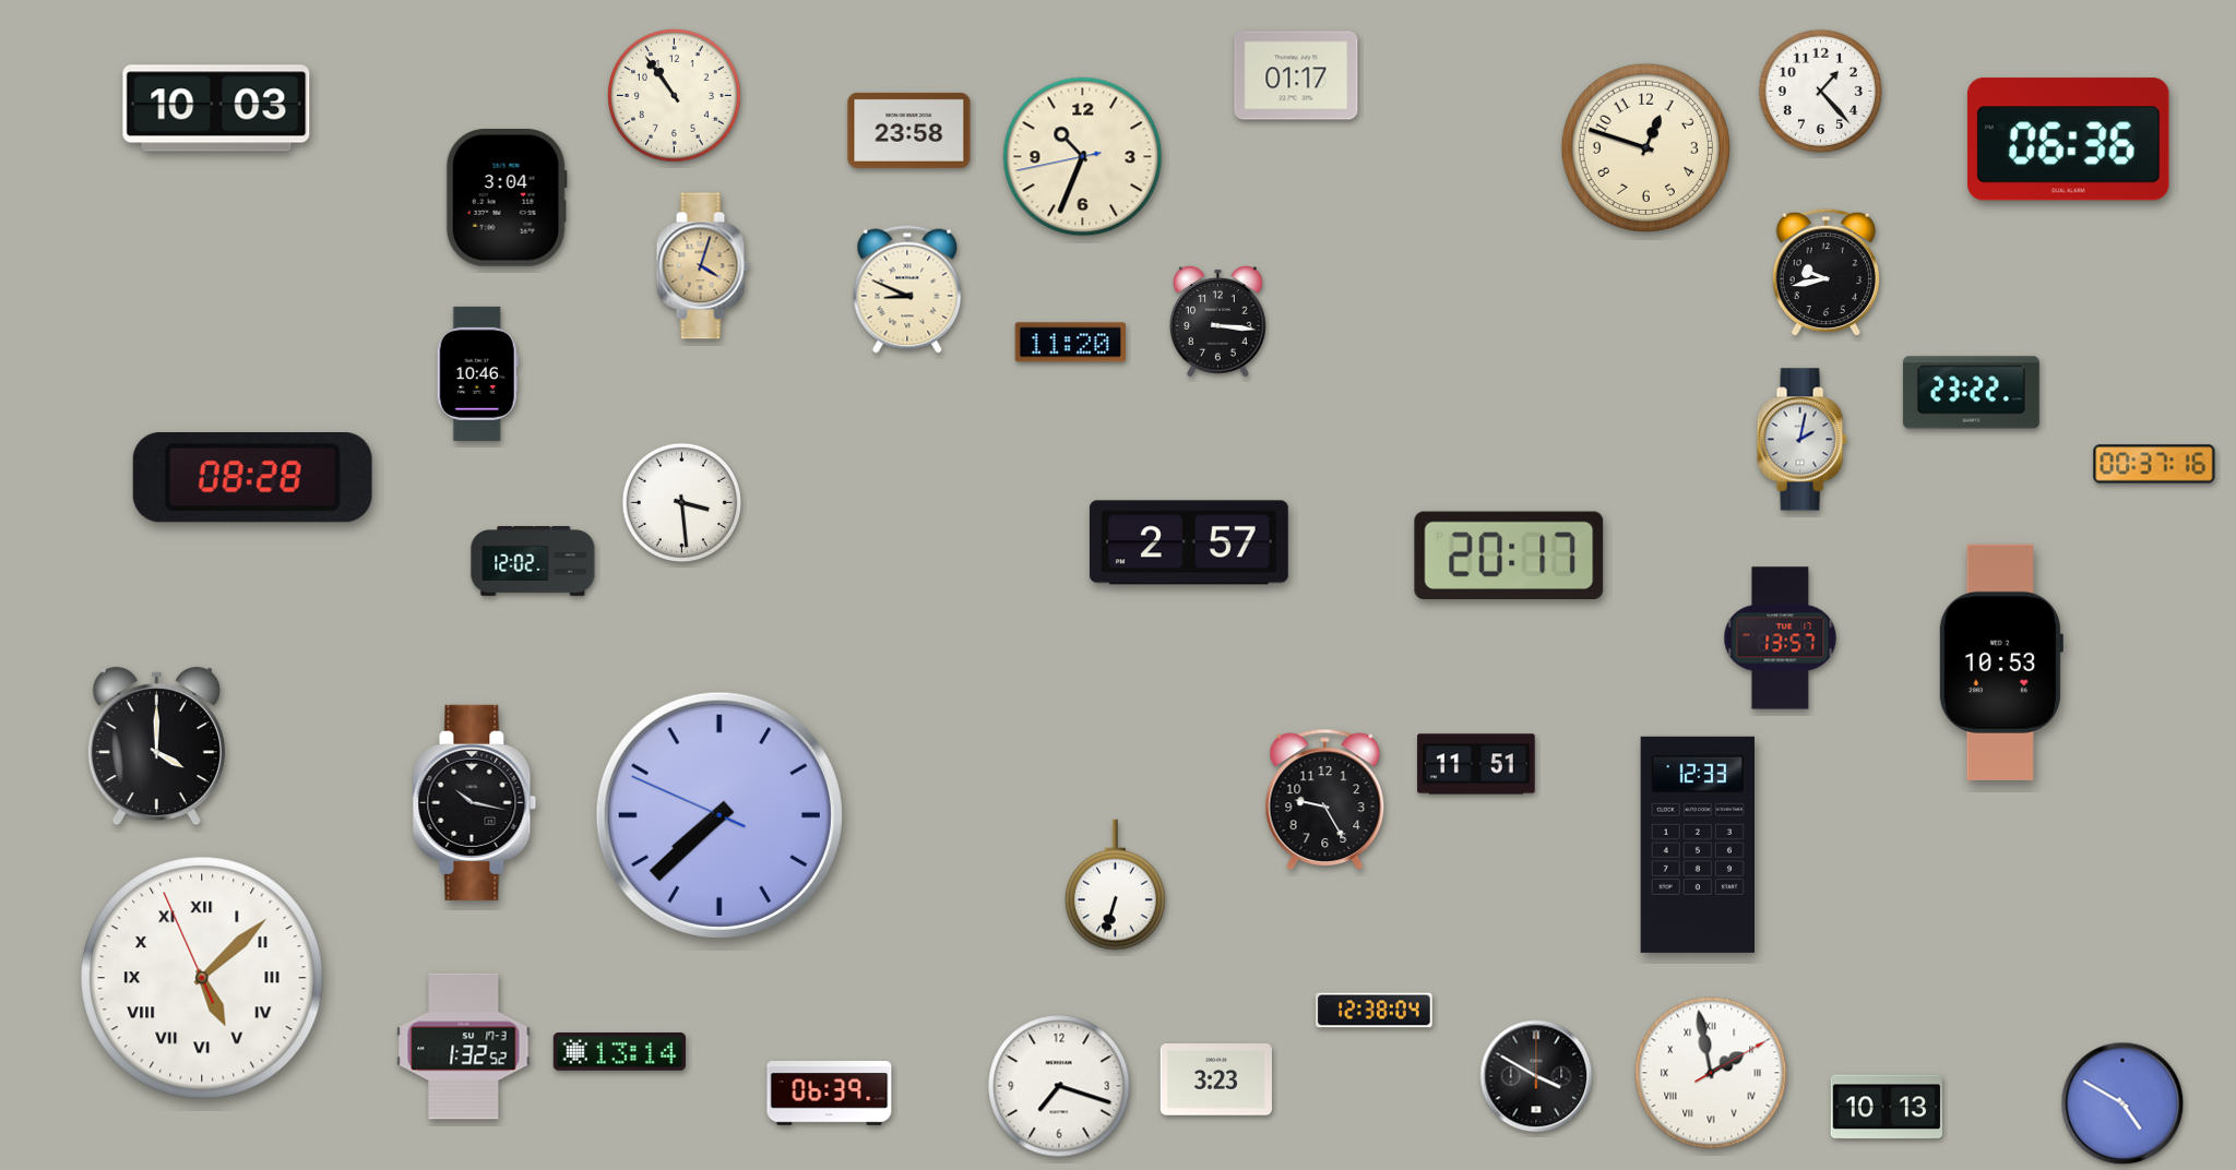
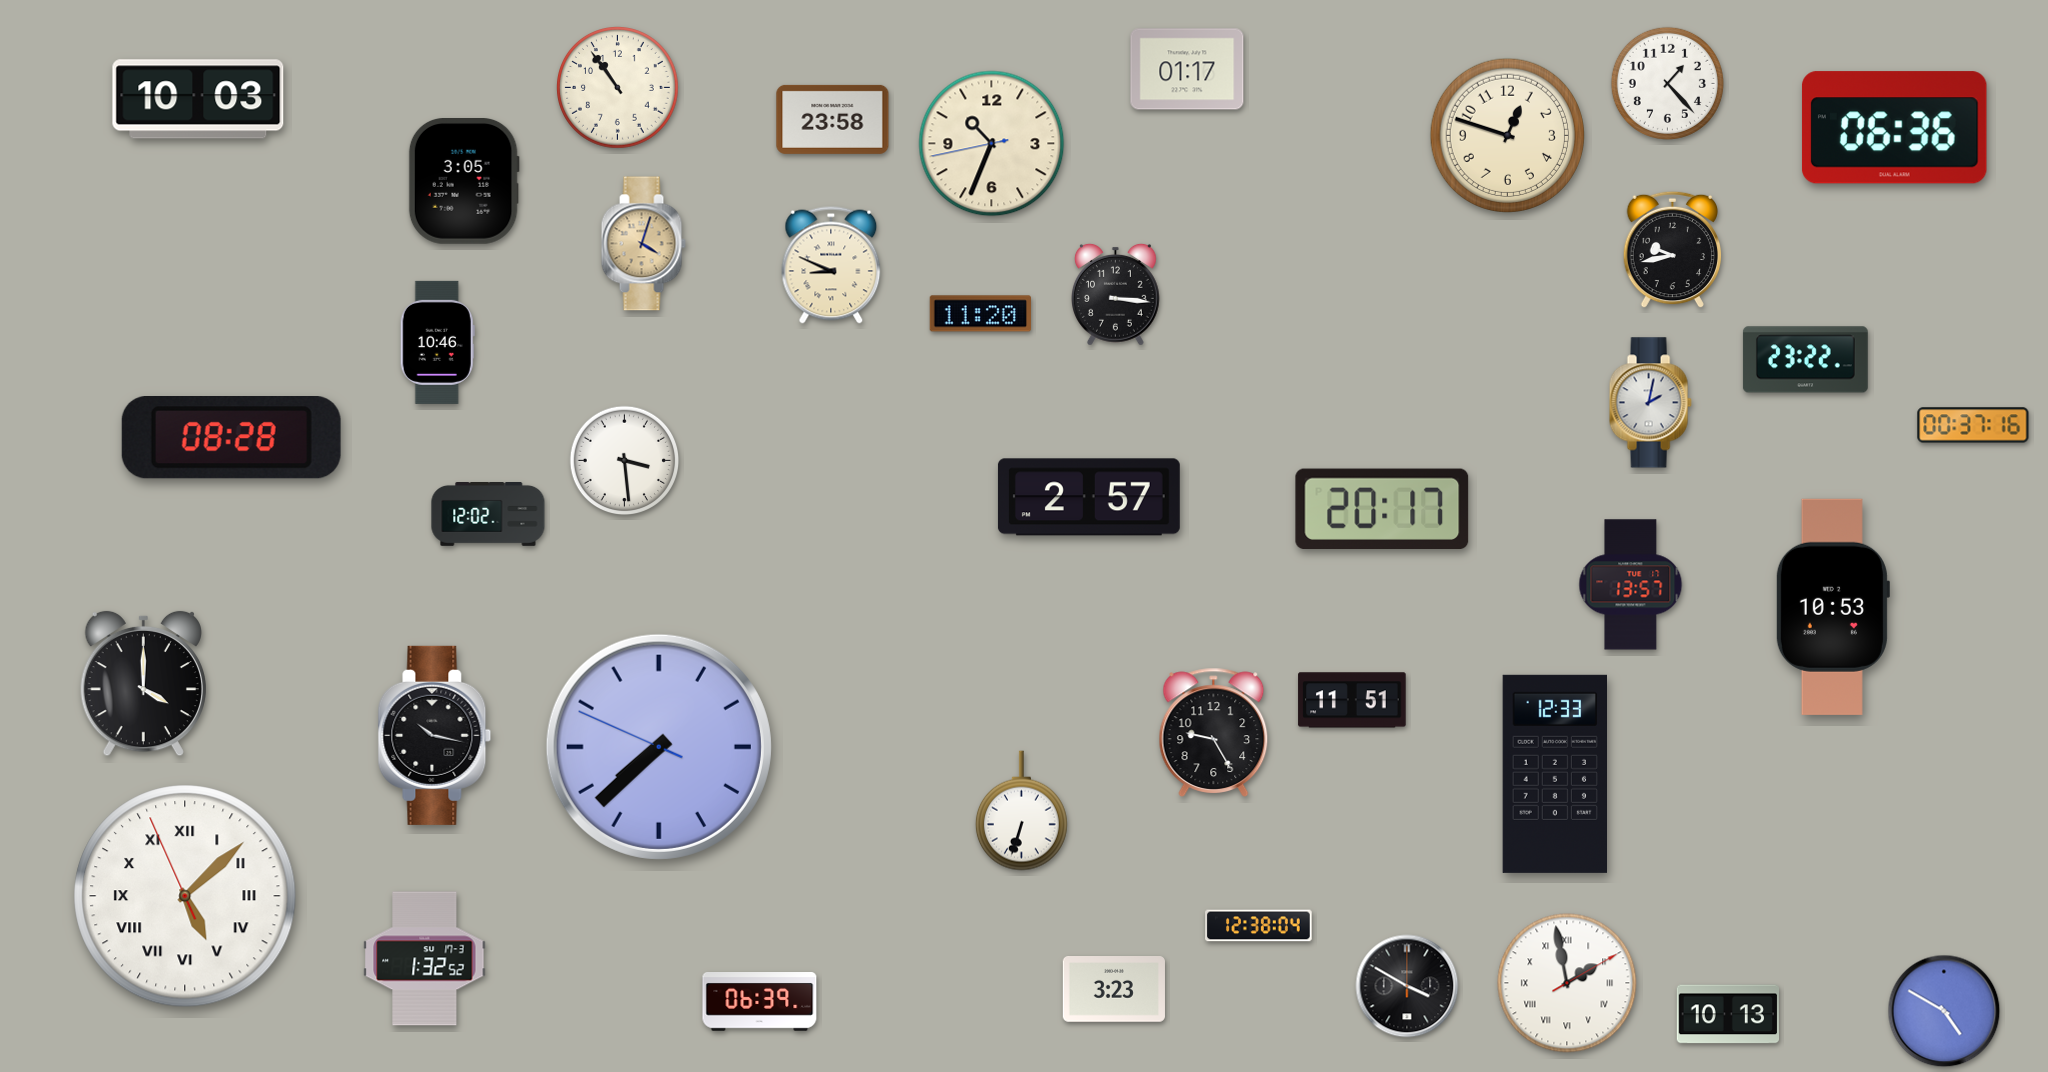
clock at (507, 199): 3:04 -> 3:05
clock at (619, 1052): 13:14 -> none
clock at (1059, 1086): 7:18 -> none
